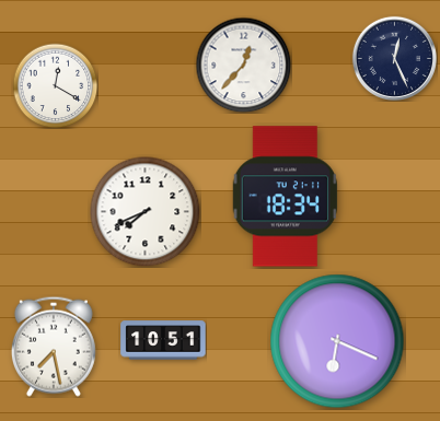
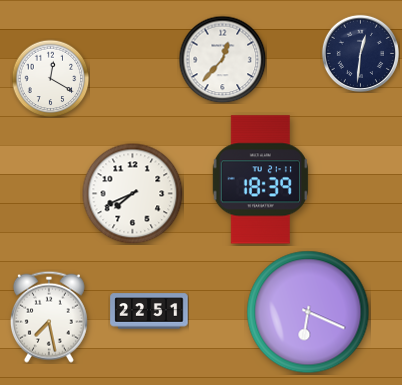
clock at (394, 58): 12:26 -> 12:31
clock at (285, 197): 18:34 -> 18:39
clock at (163, 340): 10:51 -> 22:51
